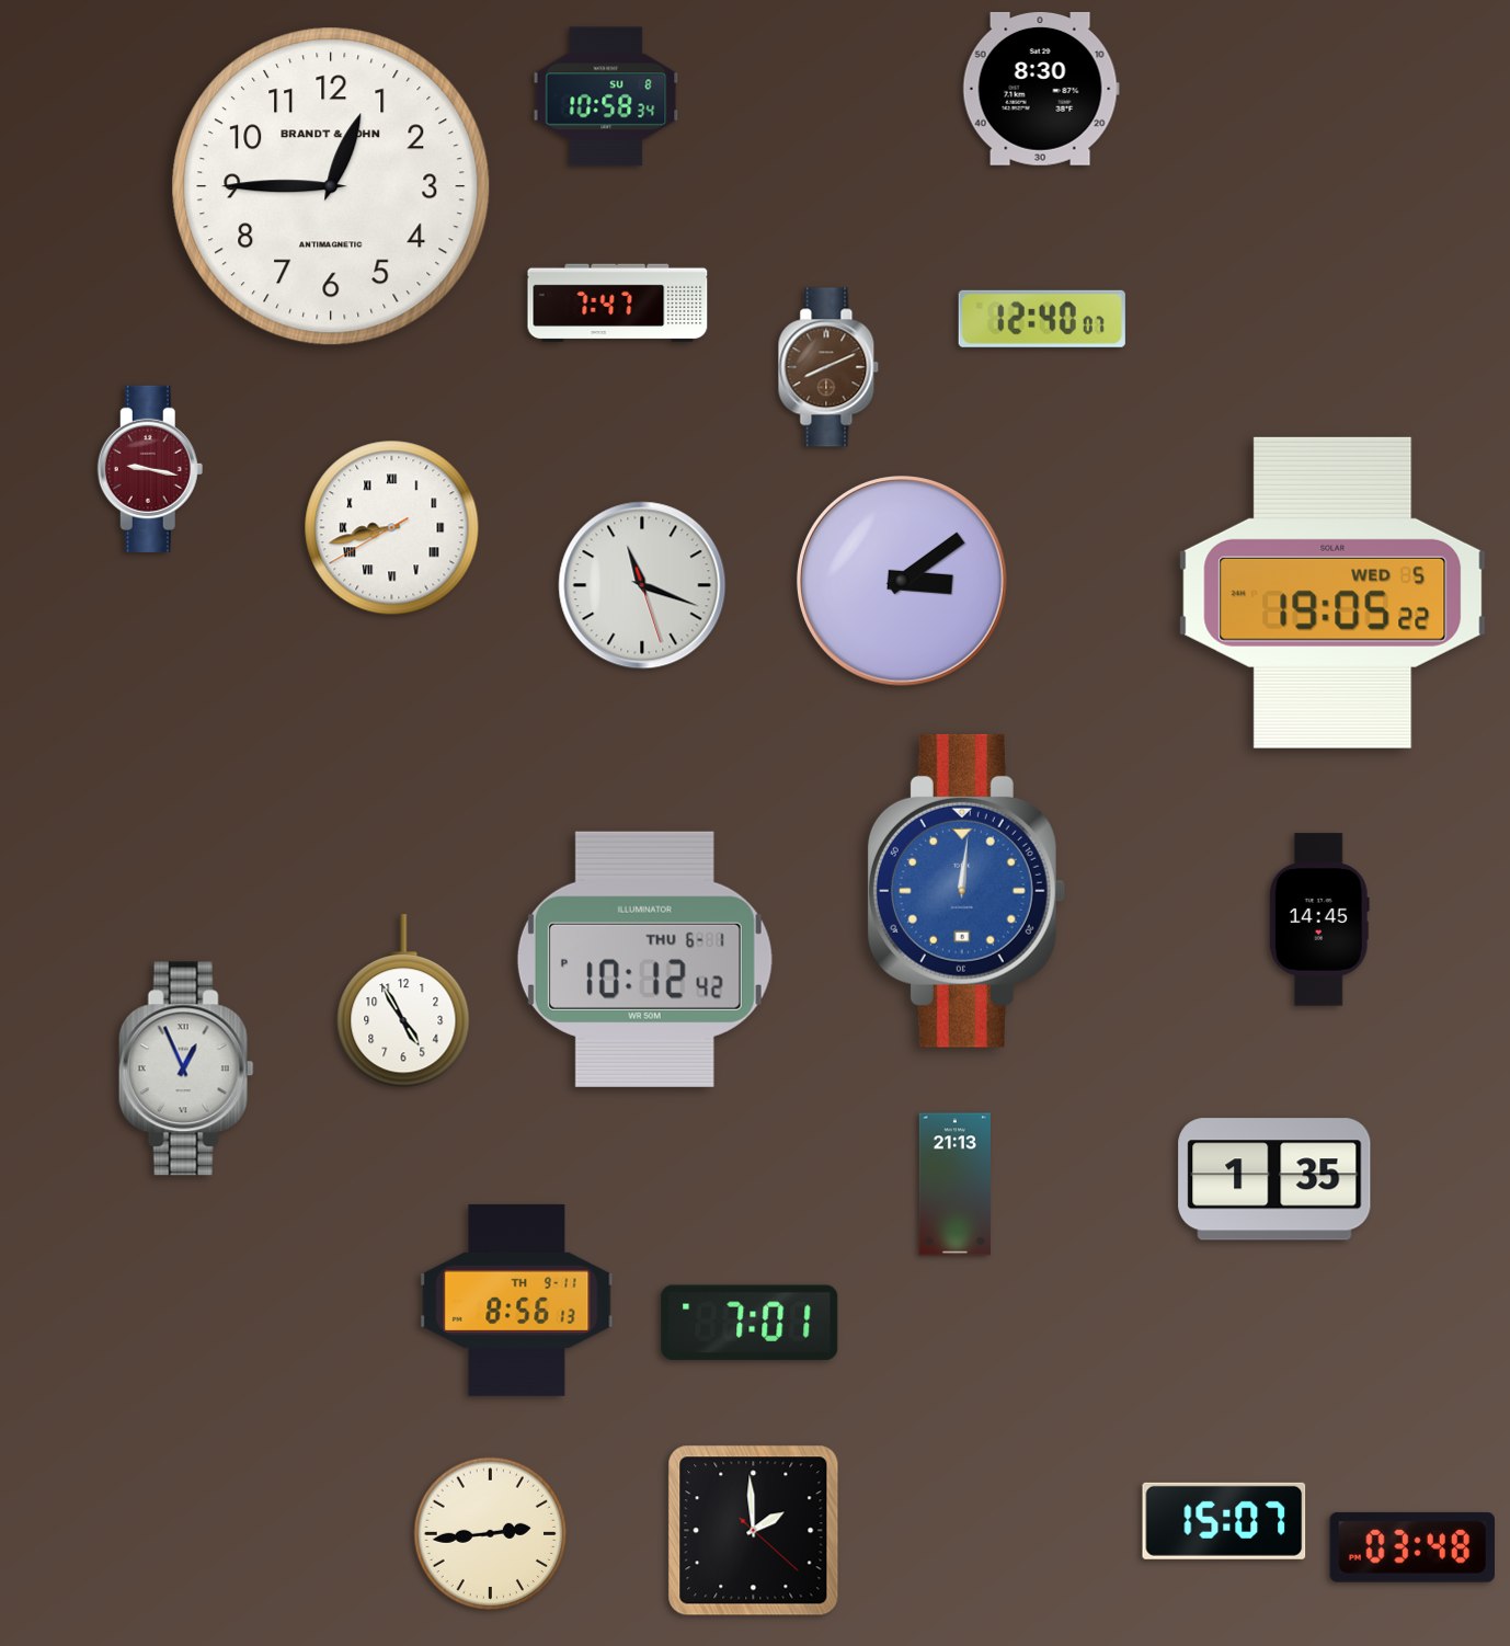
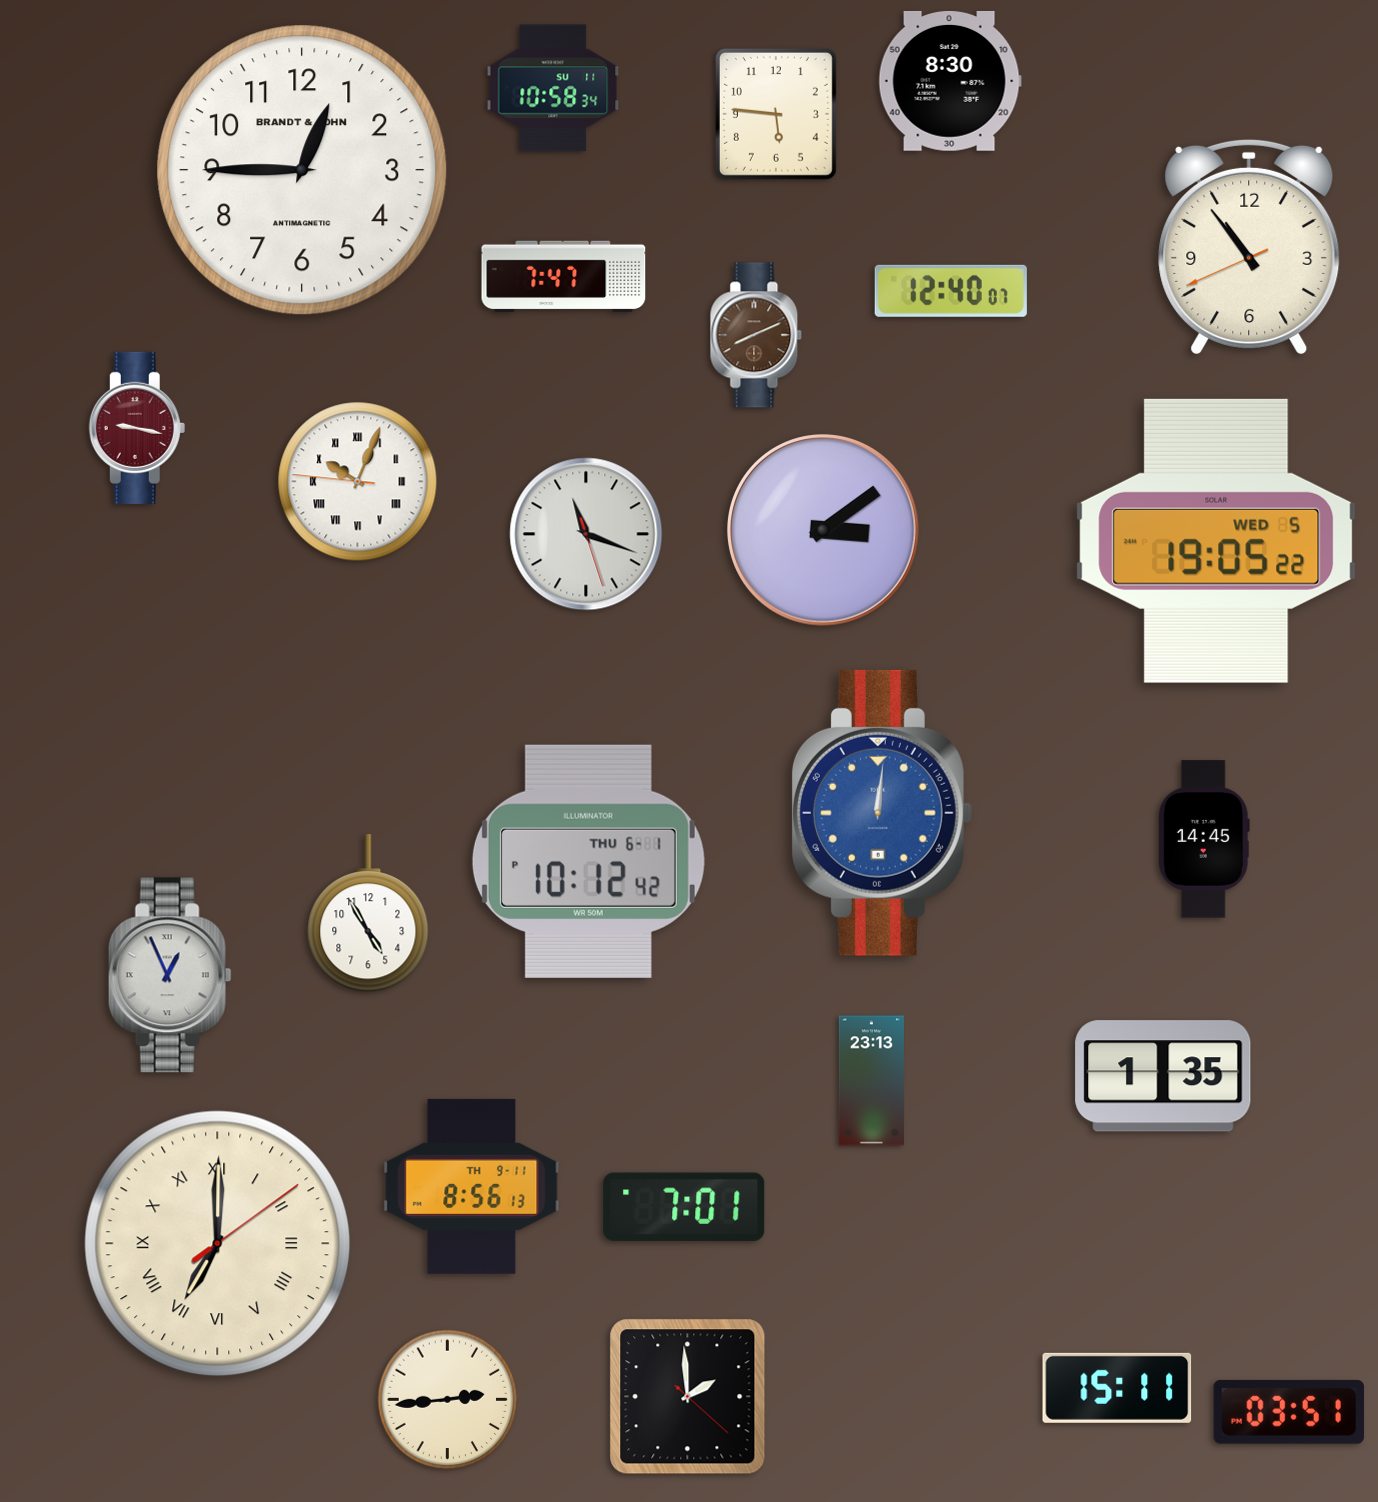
clock at (606, 96) date: SU 8 -> SU 11
clock at (776, 114): none -> 5:46
clock at (1249, 247): none -> 10:53
clock at (392, 528): 8:42 -> 10:03
clock at (644, 959) position: (644, 959) -> (588, 861)
clock at (954, 1185): 21:13 -> 23:13
clock at (218, 1244): none -> 7:00
clock at (1224, 1521): 15:07 -> 15:11
clock at (1412, 1547): 03:48 -> 03:51
